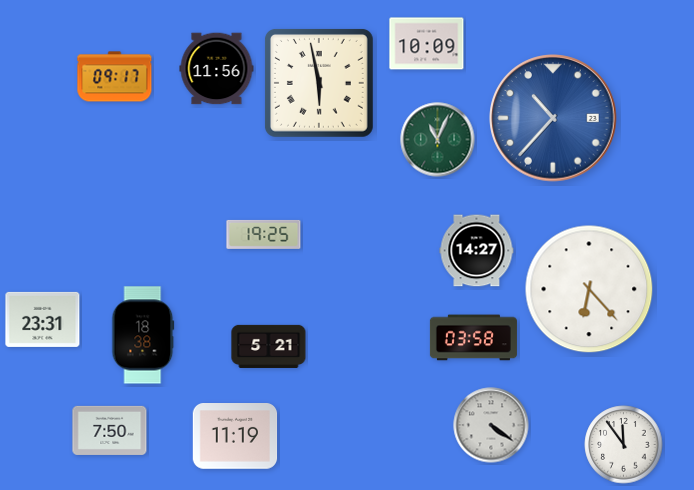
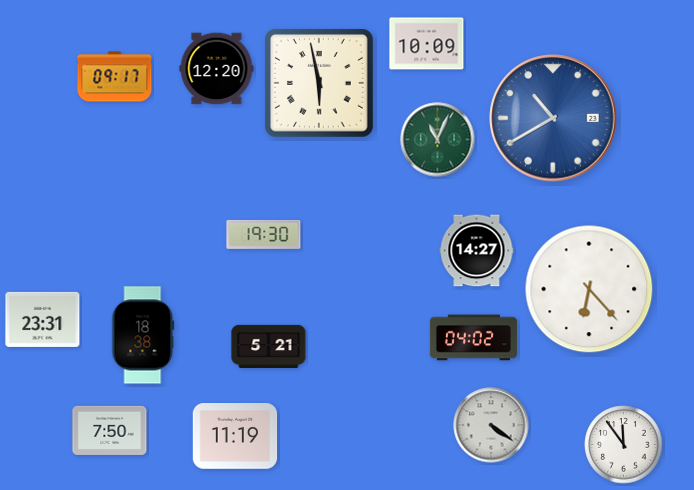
clock at (217, 69): 11:56 -> 12:20
clock at (553, 118): 10:37 -> 10:40
clock at (264, 234): 19:25 -> 19:30
clock at (473, 338): 03:58 -> 04:02
